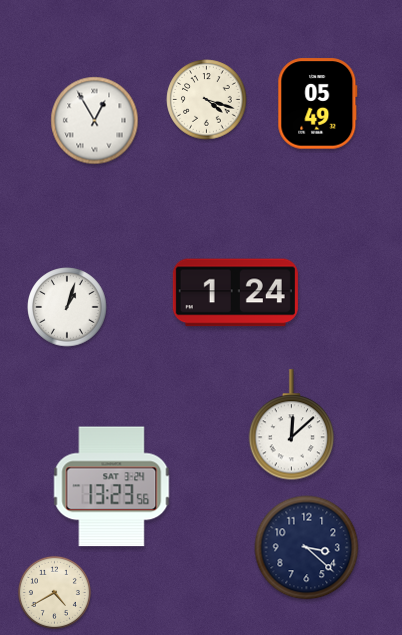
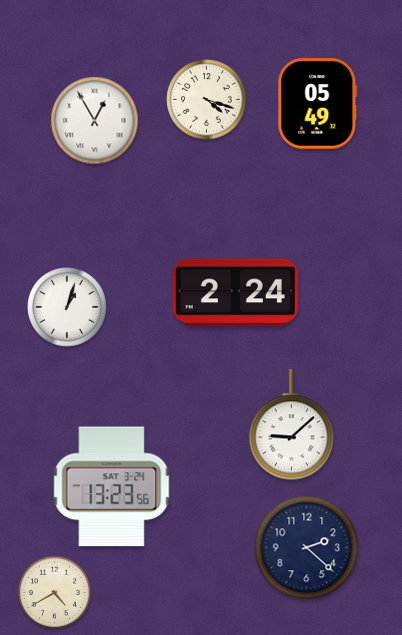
clock at (235, 293): 1:24 -> 2:24
clock at (292, 425): 12:08 -> 9:08
clock at (307, 548): 3:22 -> 2:22
